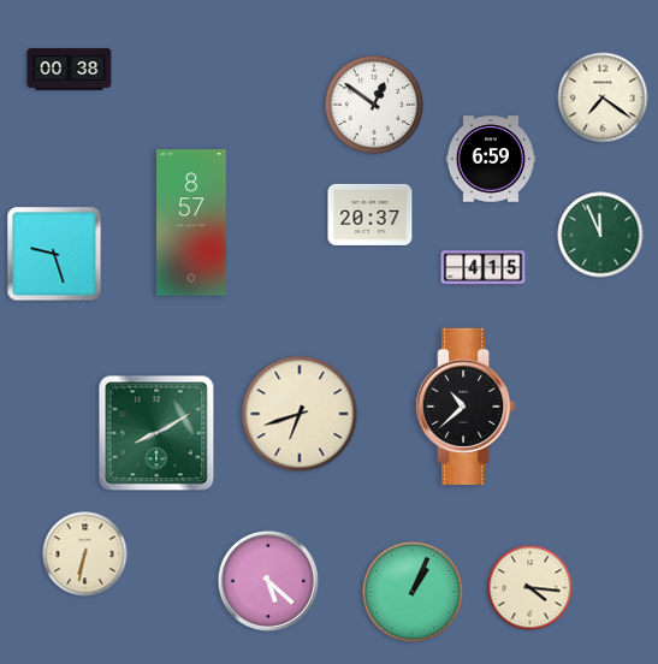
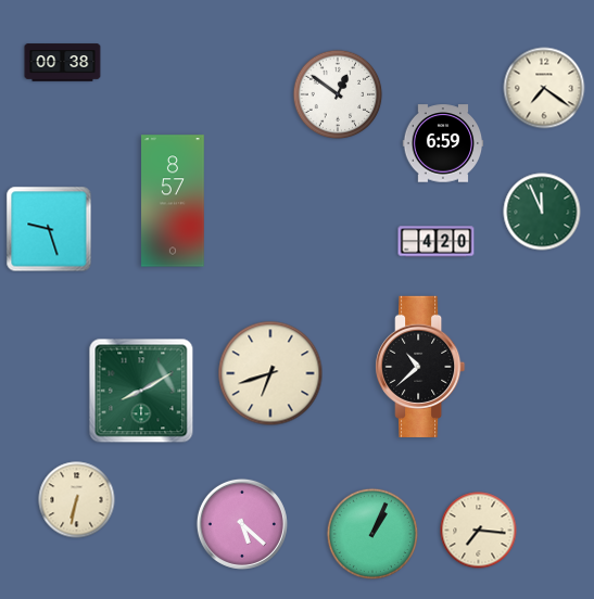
clock at (371, 214): 20:37 -> none
clock at (484, 268): 4:15 -> 4:20
clock at (530, 588): 4:16 -> 7:16
